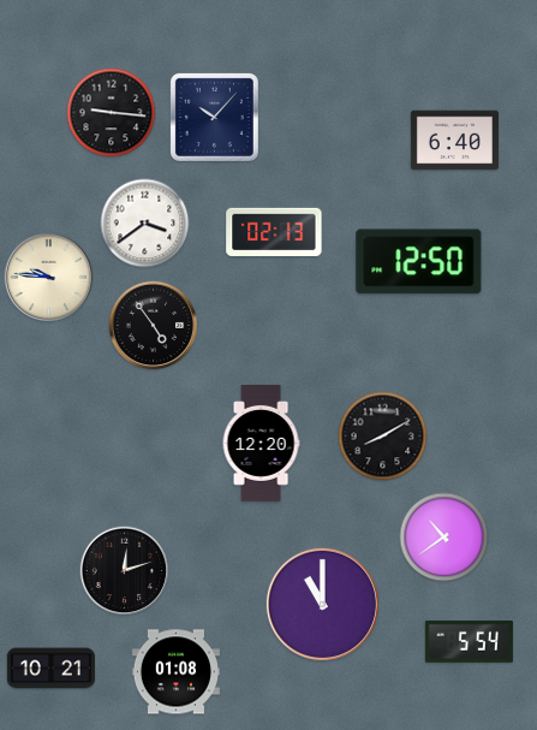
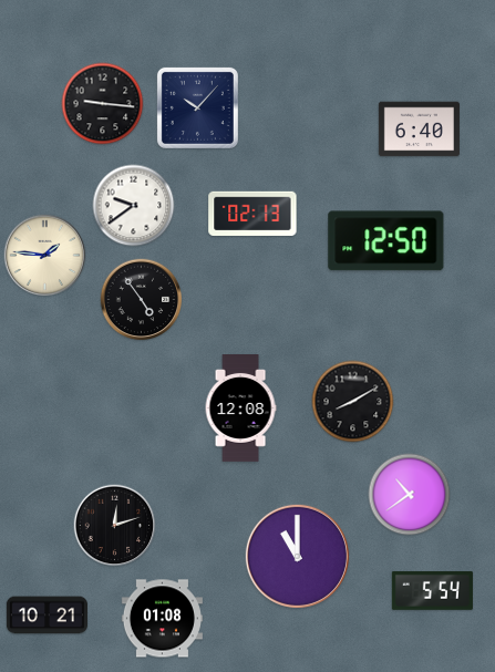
clock at (145, 224): 3:39 -> 9:39
clock at (49, 278): 9:46 -> 1:46
clock at (261, 444): 12:20 -> 12:08
